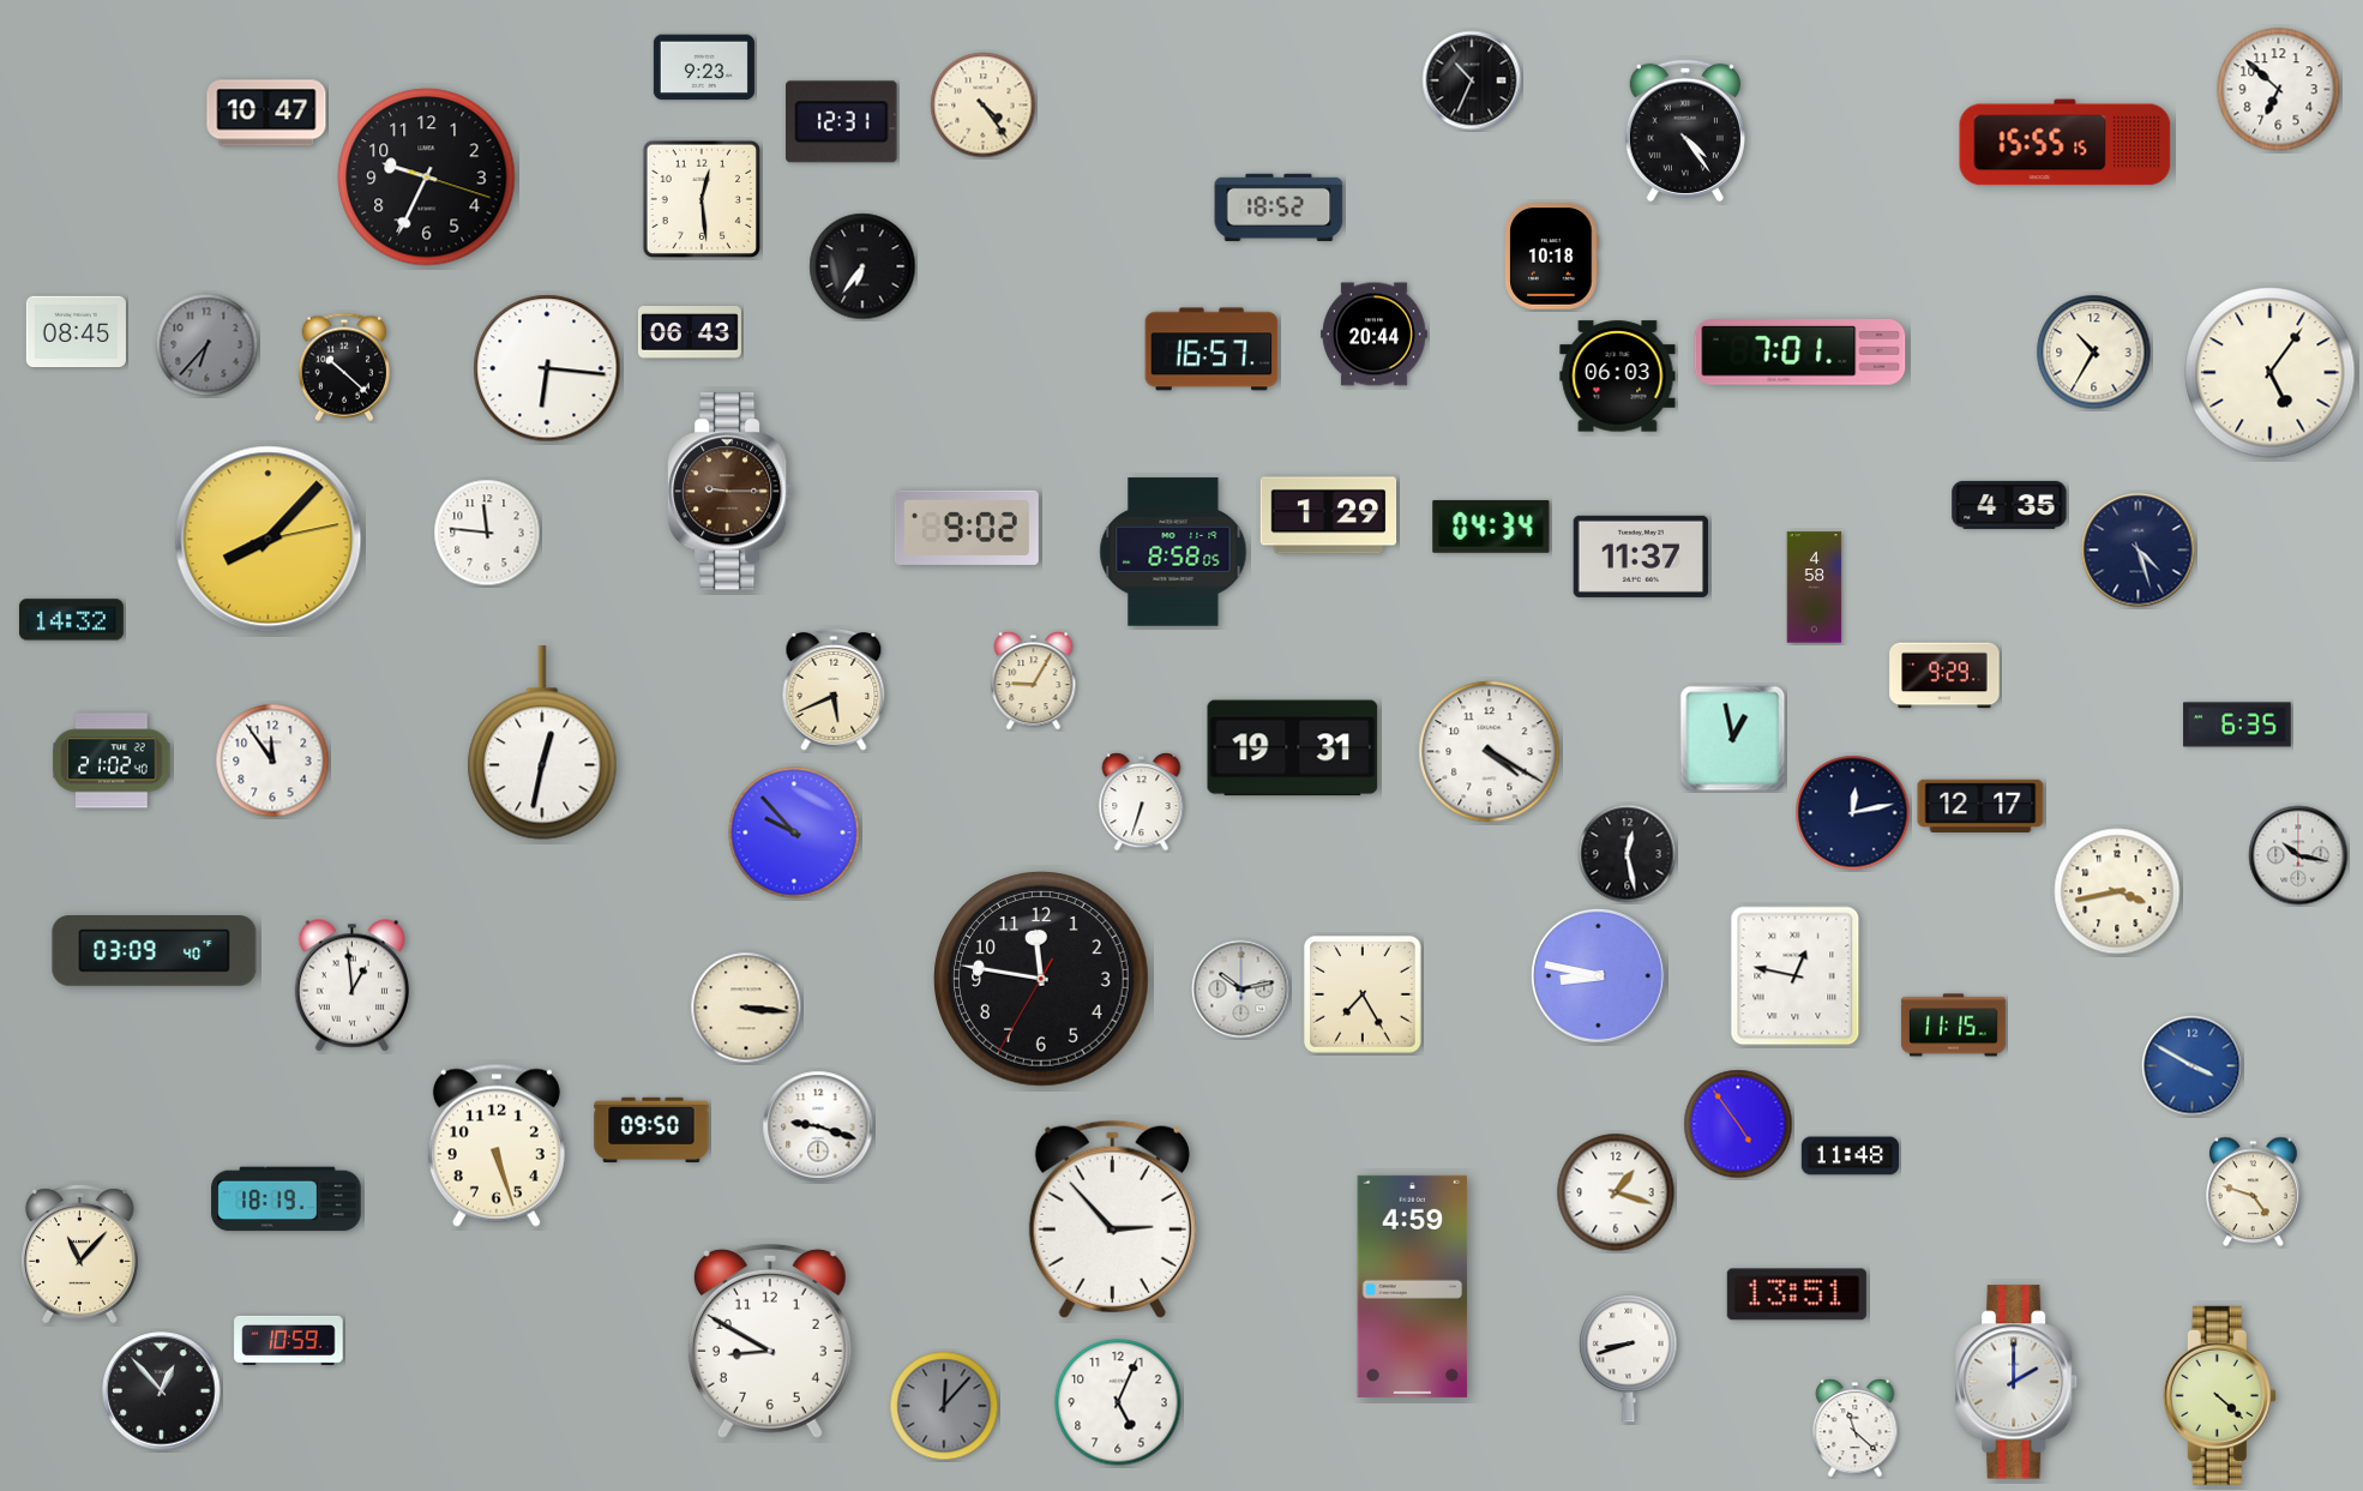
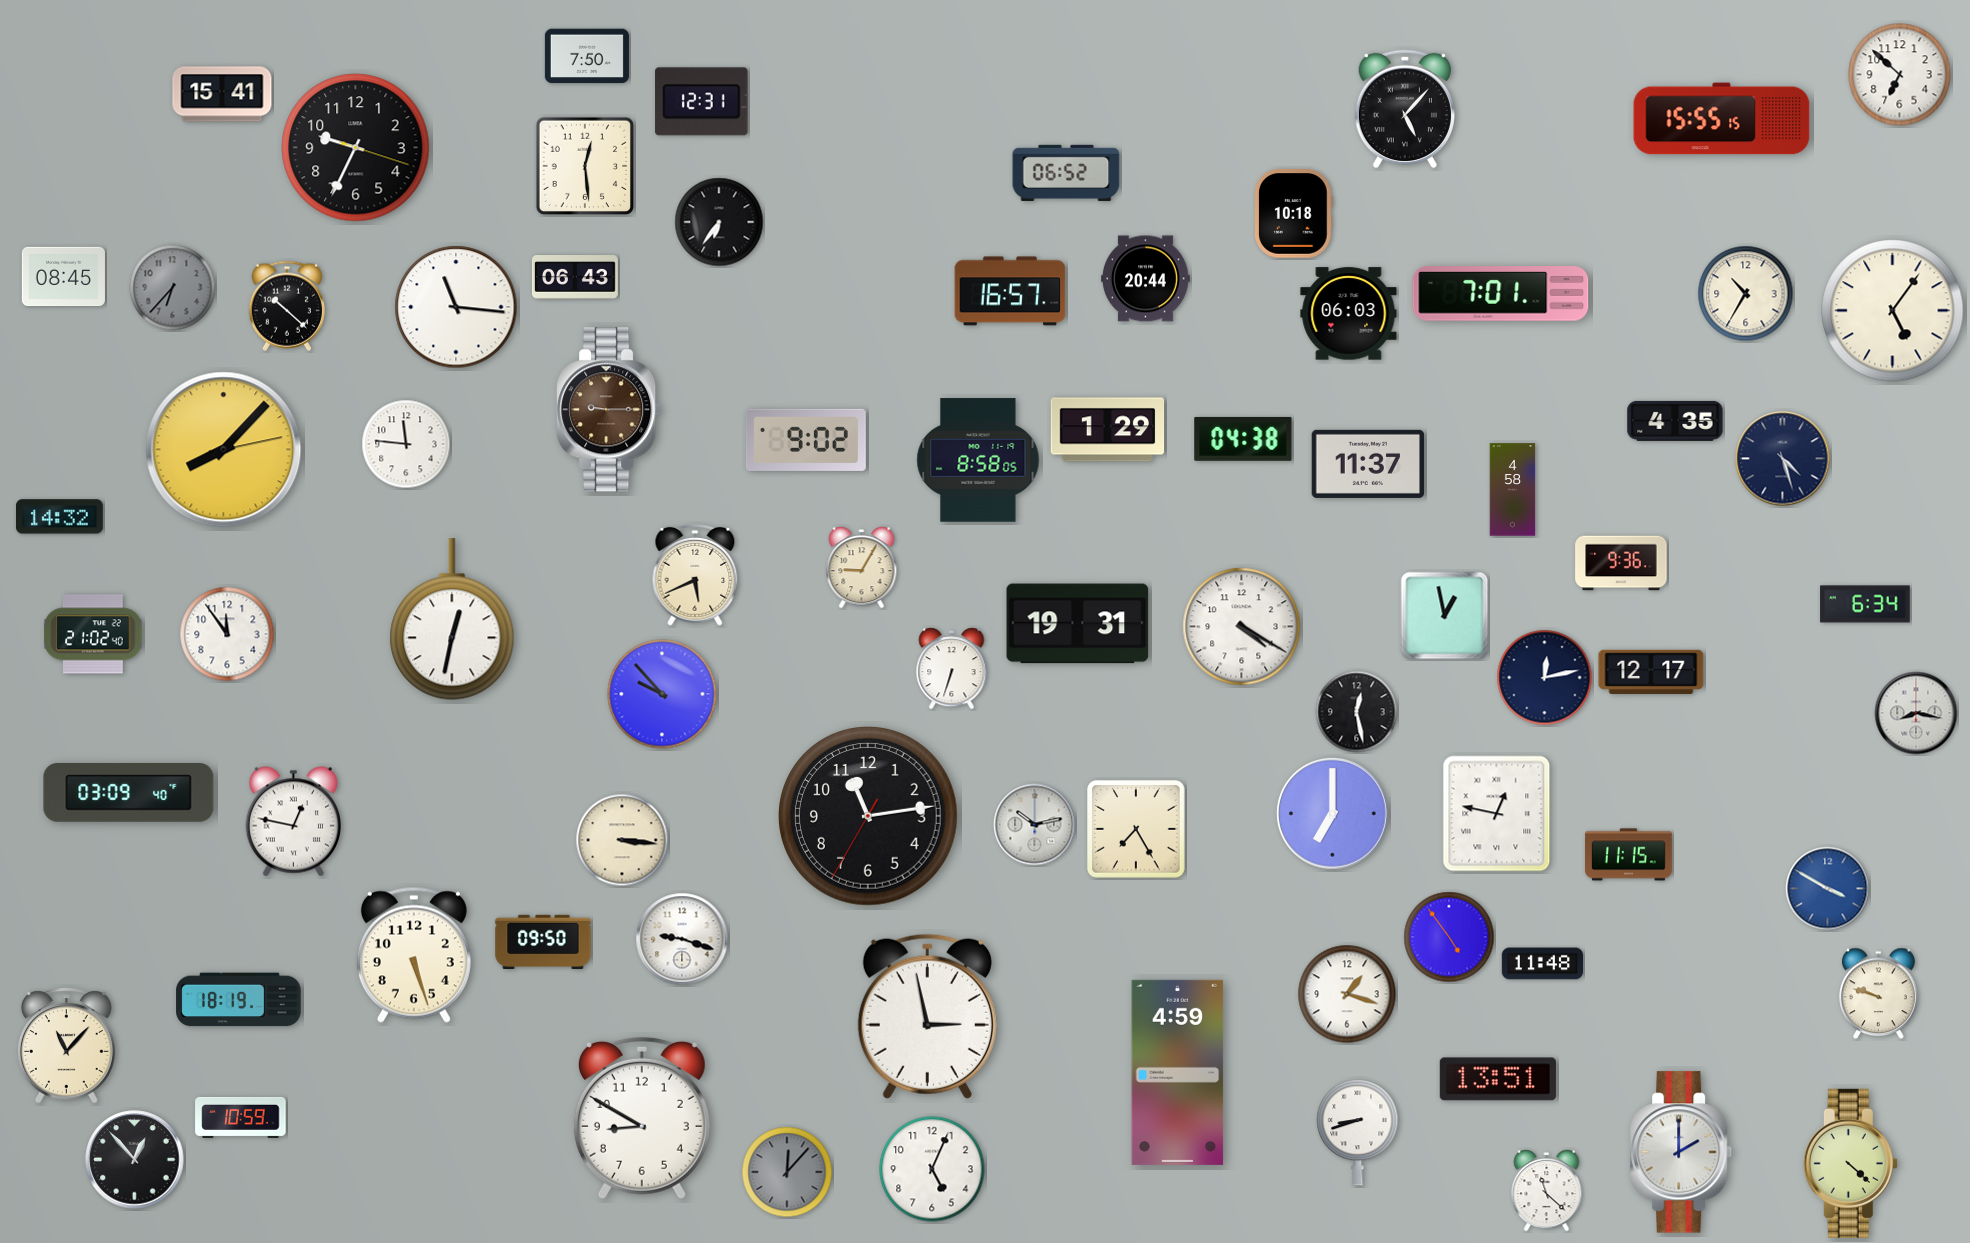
clock at (704, 67): 9:23 -> 7:50
clock at (1472, 80): 10:34 -> none
clock at (984, 106): 4:24 -> none
clock at (266, 113): 10:47 -> 15:41
clock at (1685, 131): 4:24 -> 5:07
clock at (1279, 208): 18:52 -> 06:52
clock at (547, 368): 6:16 -> 11:16
clock at (1491, 527): 04:34 -> 04:38
clock at (1944, 675): 9:29 -> 9:36
clock at (2237, 725): 6:35 -> 6:34
clock at (2298, 855): 10:17 -> 8:17
clock at (2117, 891): 3:43 -> none
clock at (1598, 975): 8:47 -> 7:00
clock at (1041, 979): 11:46 -> 11:13
clock at (351, 986): 12:59 -> 12:47
clock at (2254, 1192): 4:48 -> 9:48
clock at (1112, 1219): 2:53 -> 2:58
